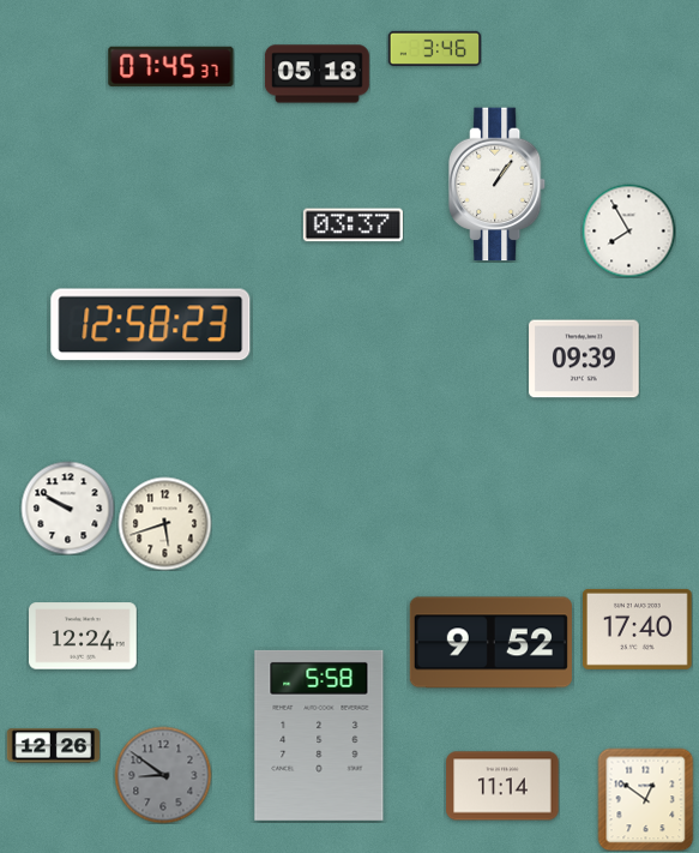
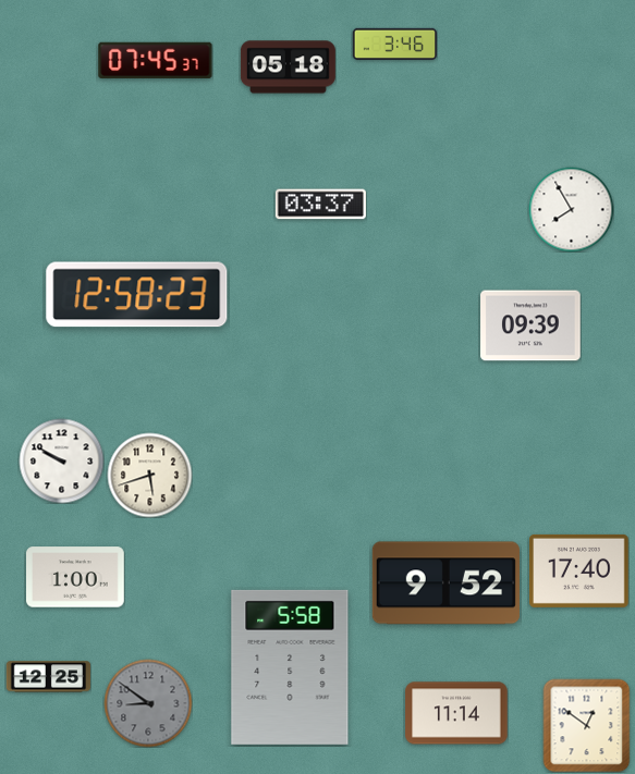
clock at (499, 185): 1:06 -> none
clock at (84, 636): 12:24 -> 1:00
clock at (53, 746): 12:26 -> 12:25
